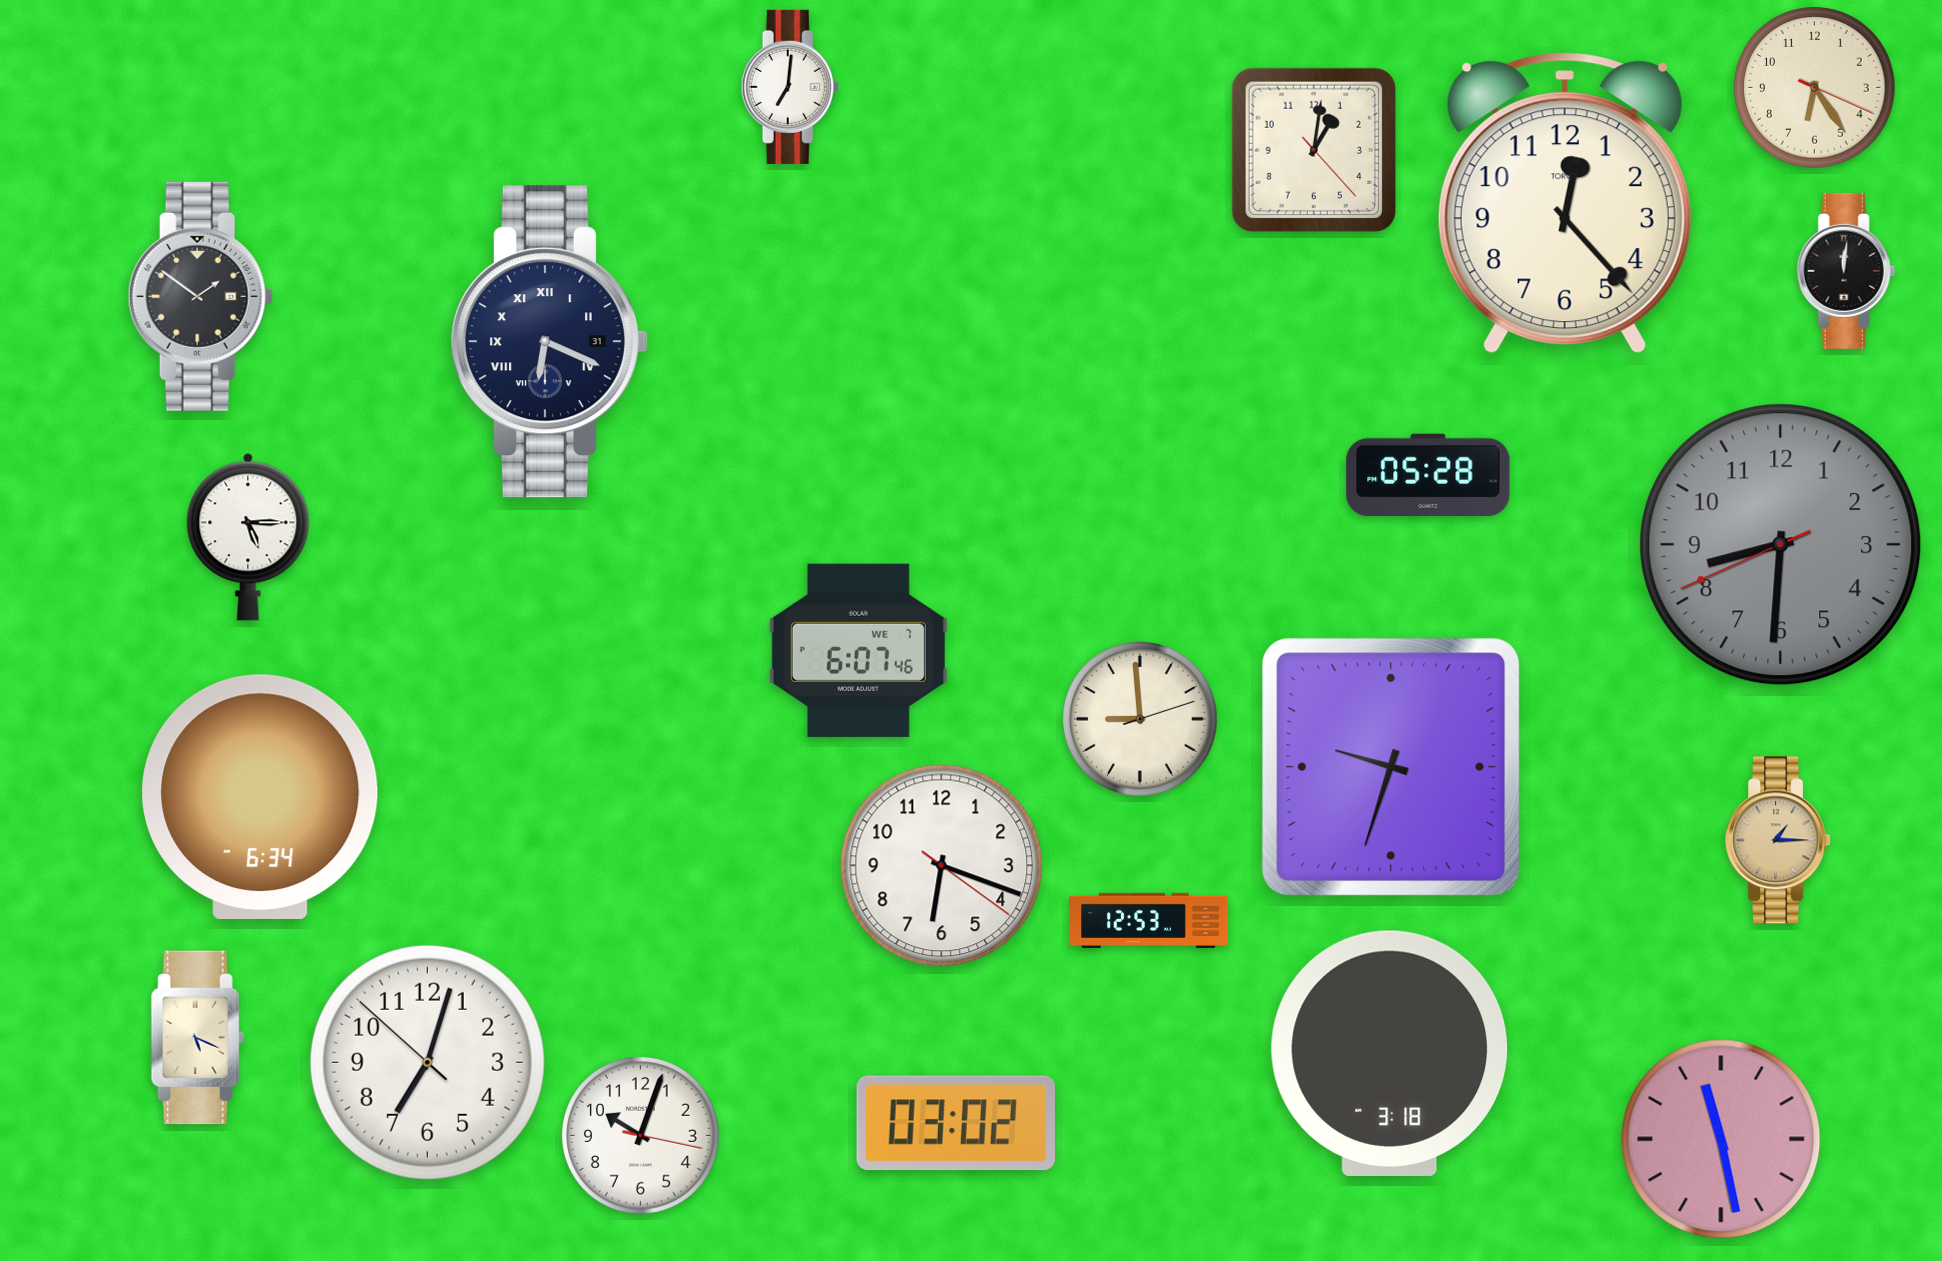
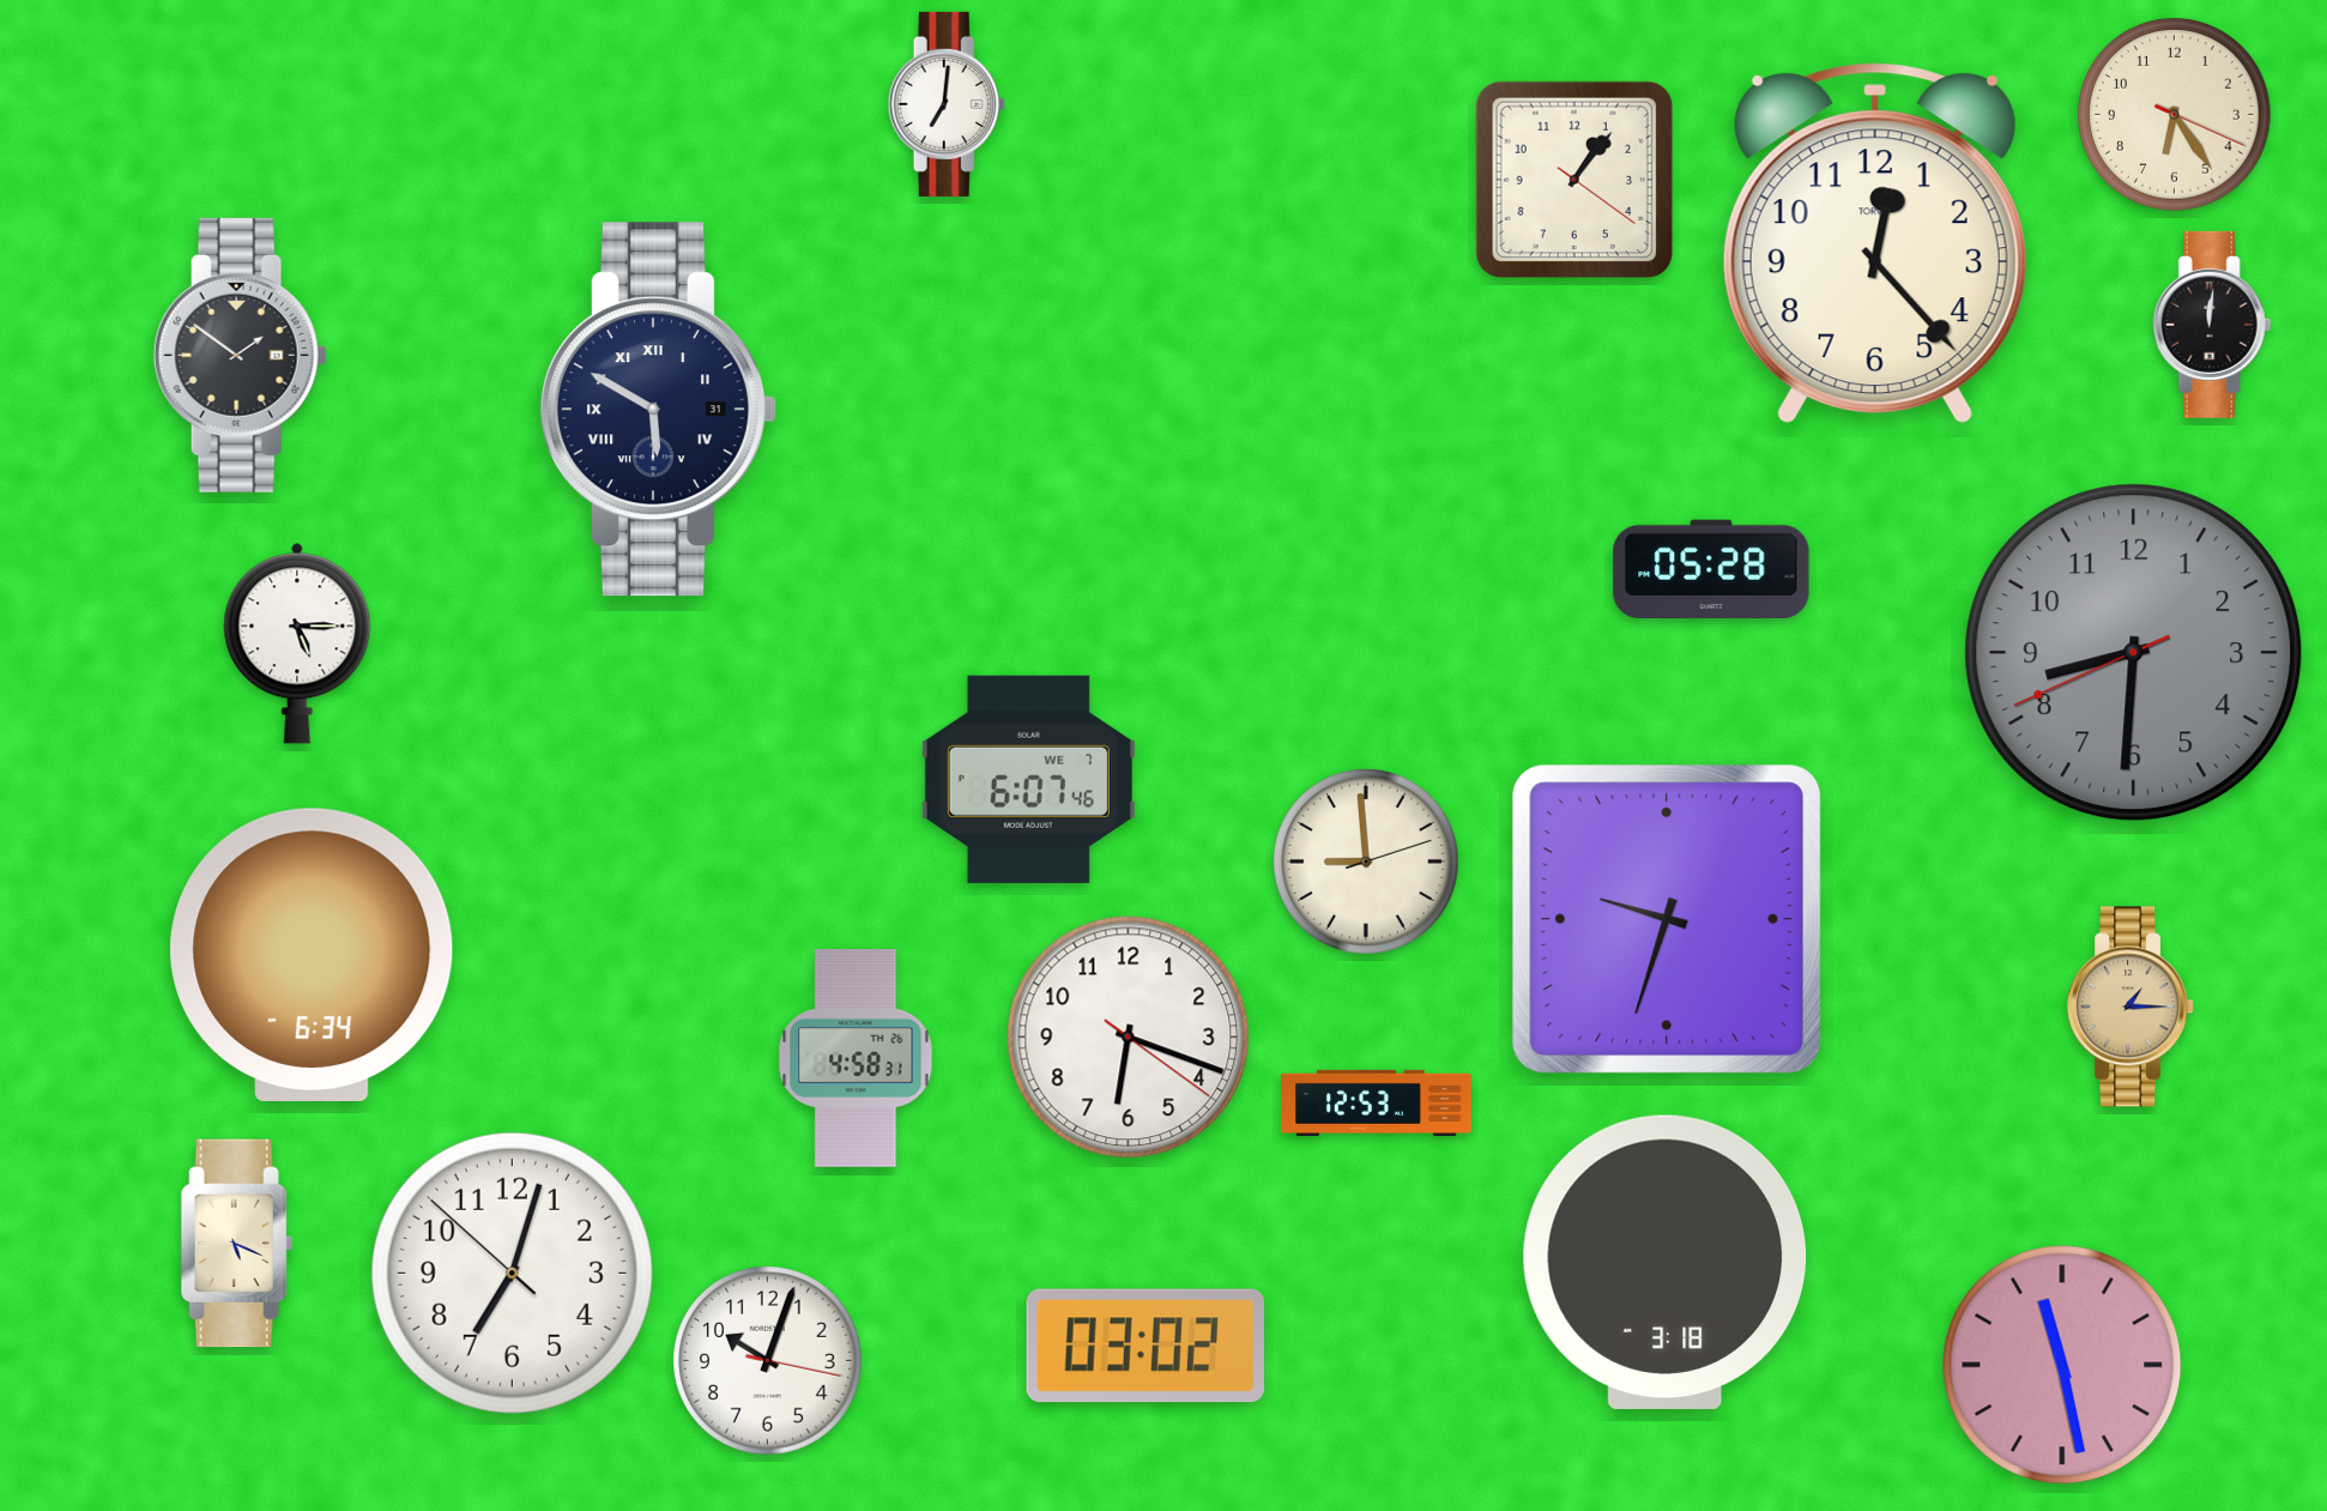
clock at (1815, 88) position: (1815, 88) -> (2175, 115)
clock at (1314, 150): 1:01 -> 1:06
clock at (549, 342): 6:19 -> 5:50
clock at (856, 1058): none -> 4:58
